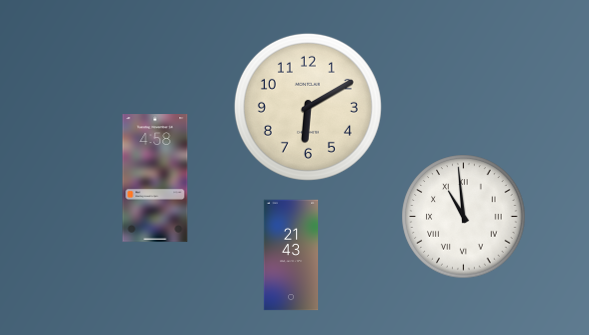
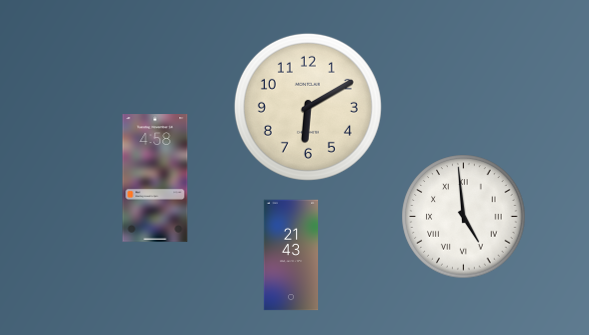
clock at (464, 217): 10:59 -> 4:59
